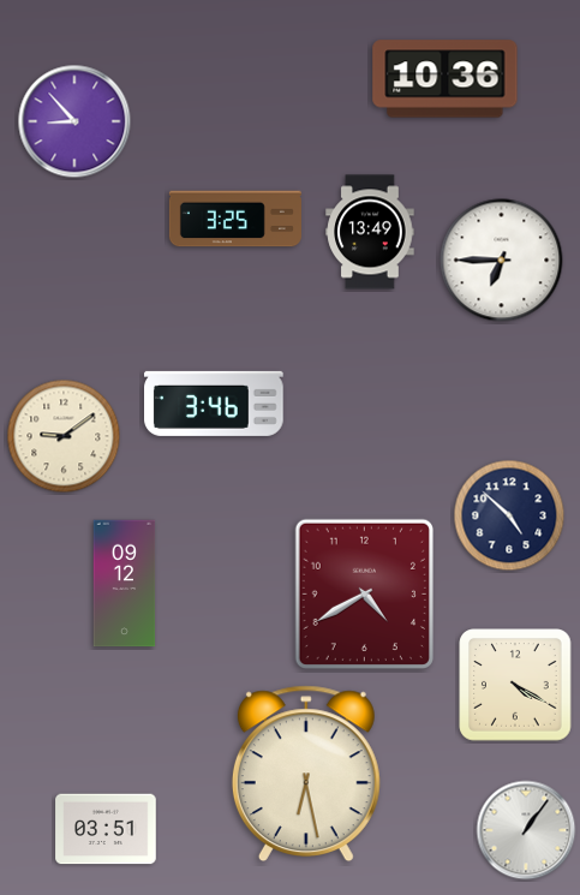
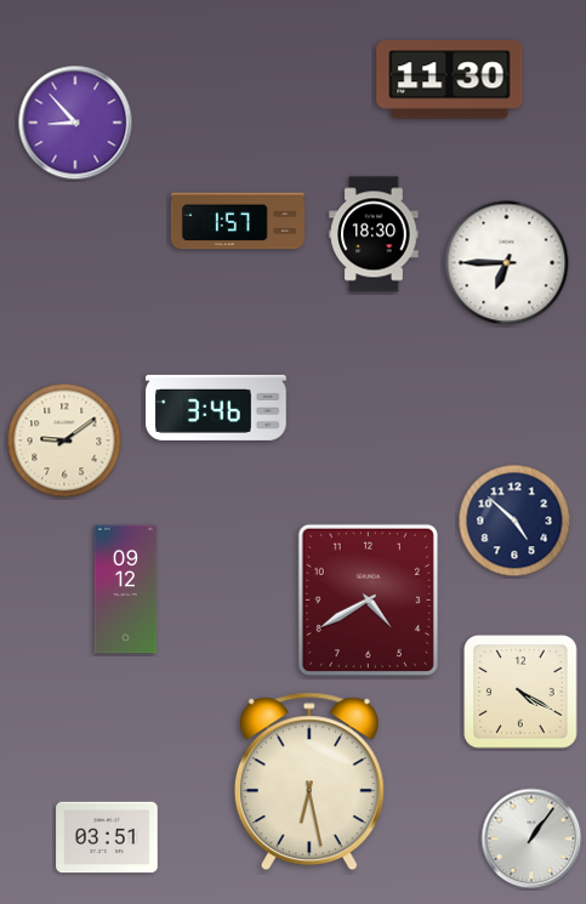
clock at (446, 79): 10:36 -> 11:30
clock at (235, 219): 3:25 -> 1:57
clock at (370, 232): 13:49 -> 18:30
